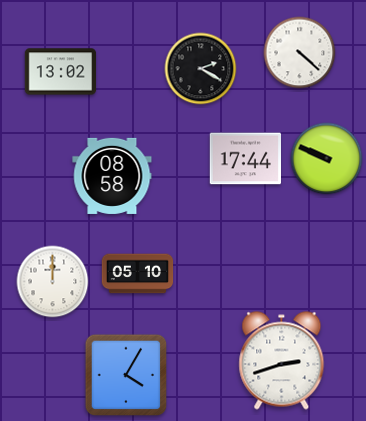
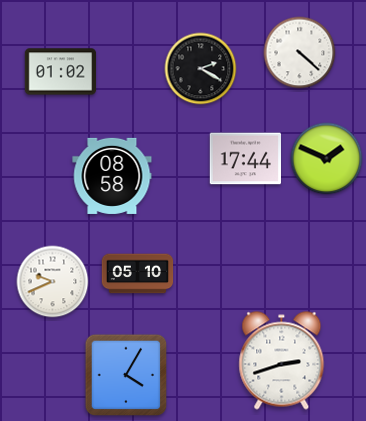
clock at (61, 72): 13:02 -> 01:02
clock at (327, 159): 9:49 -> 1:49
clock at (53, 282): 12:00 -> 9:41
